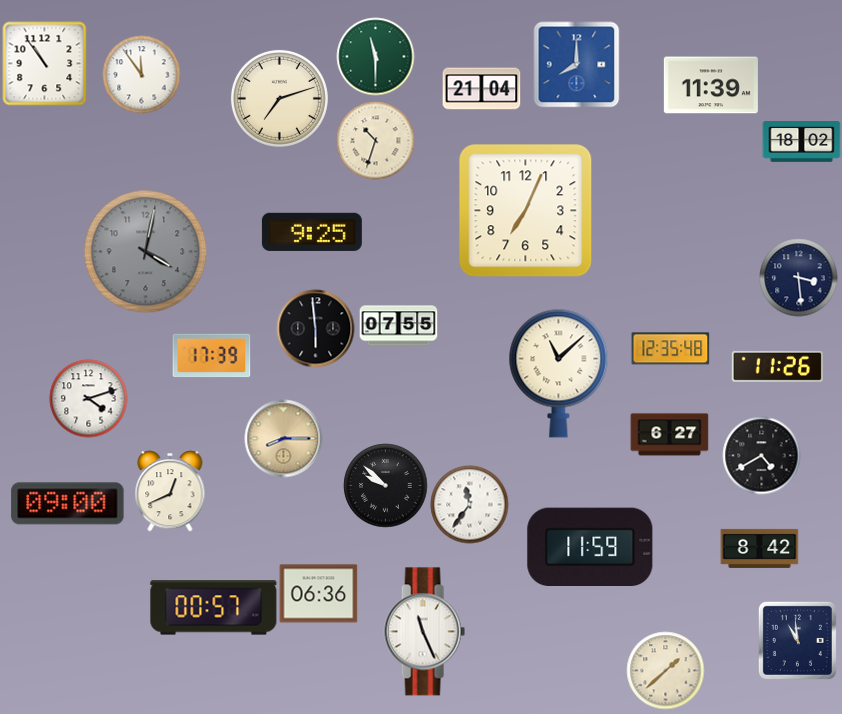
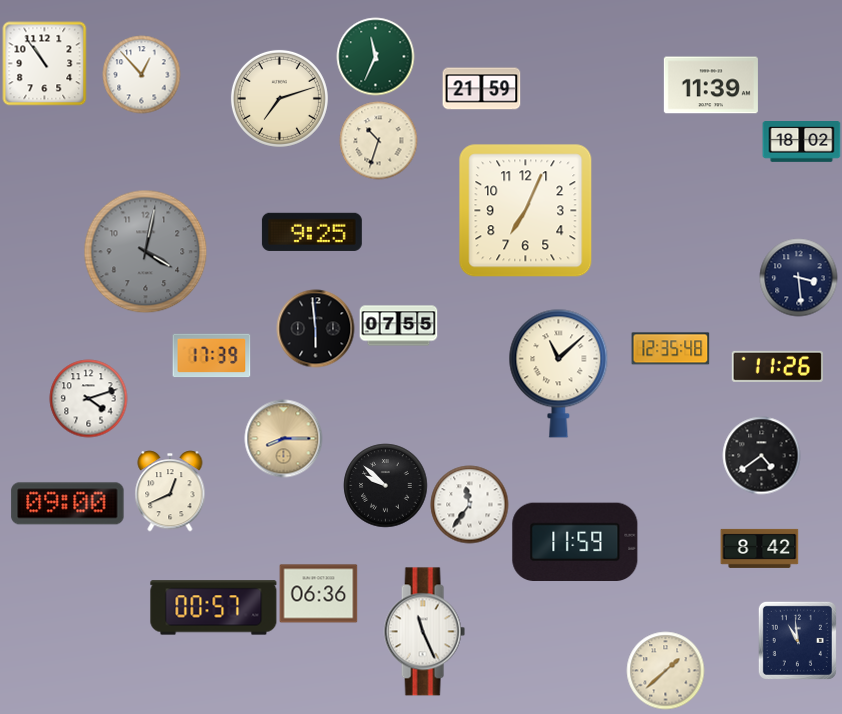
clock at (375, 56): 11:30 -> 11:34
clock at (576, 64): 8:00 -> none
clock at (141, 74): 11:54 -> 12:53
clock at (481, 89): 21:04 -> 21:59
clock at (375, 140) position: (375, 140) -> (378, 140)
clock at (669, 435): 6:27 -> none
clock at (761, 455): 4:40 -> 4:39
clock at (590, 547) position: (590, 547) -> (575, 542)
